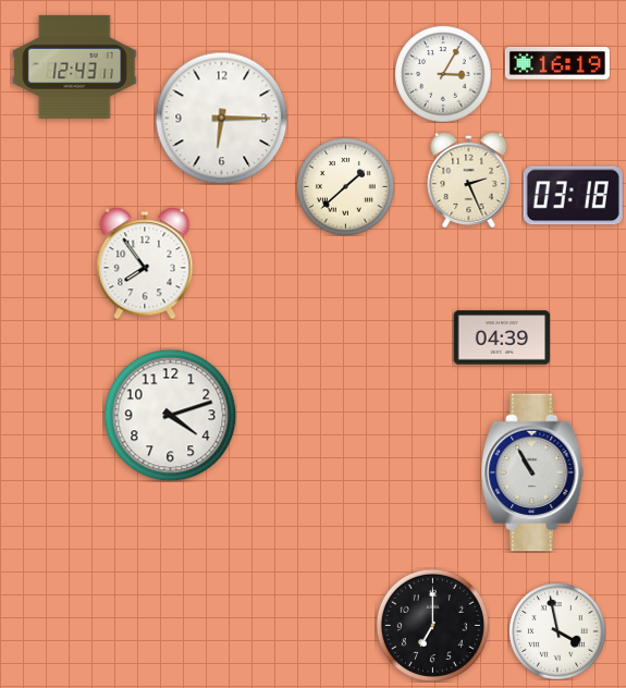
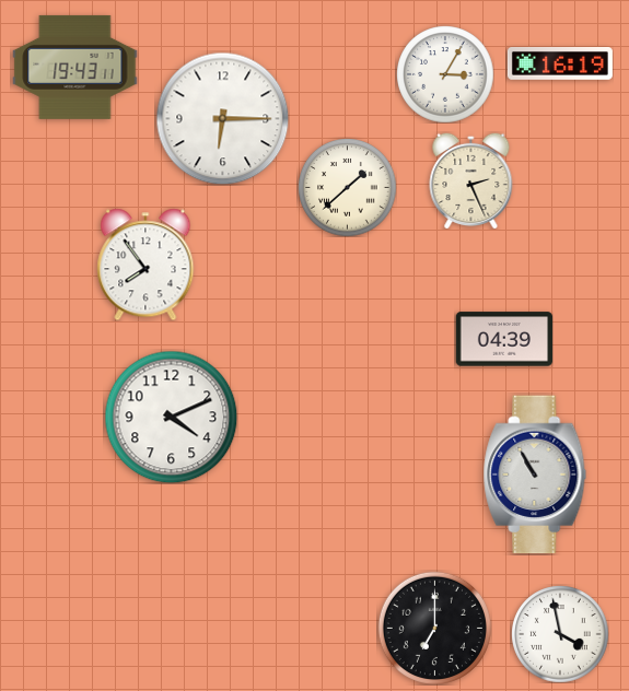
clock at (75, 66): 12:43 -> 19:43
clock at (573, 196): 03:18 -> none
clock at (170, 415): 4:12 -> 4:11
